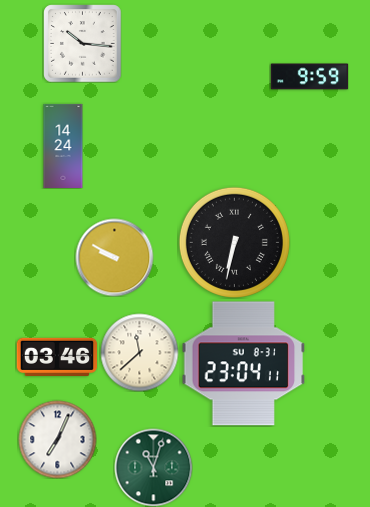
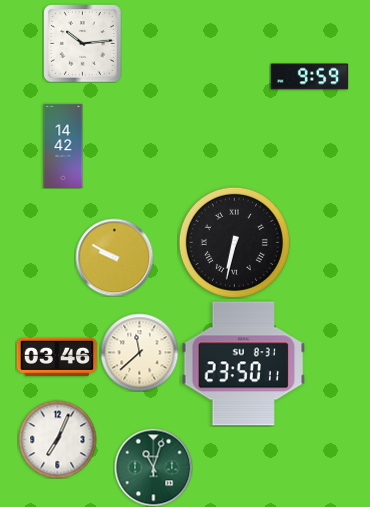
clock at (82, 43): 10:16 -> 10:14
clock at (63, 145): 14:24 -> 14:42
clock at (244, 364): 23:04 -> 23:50
